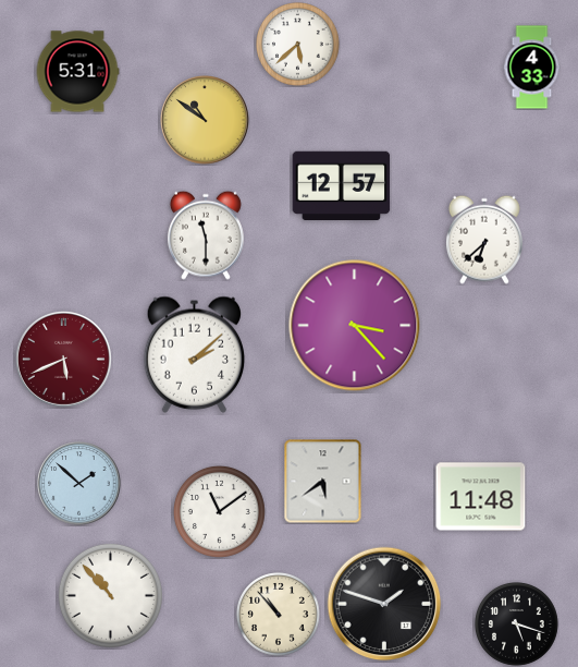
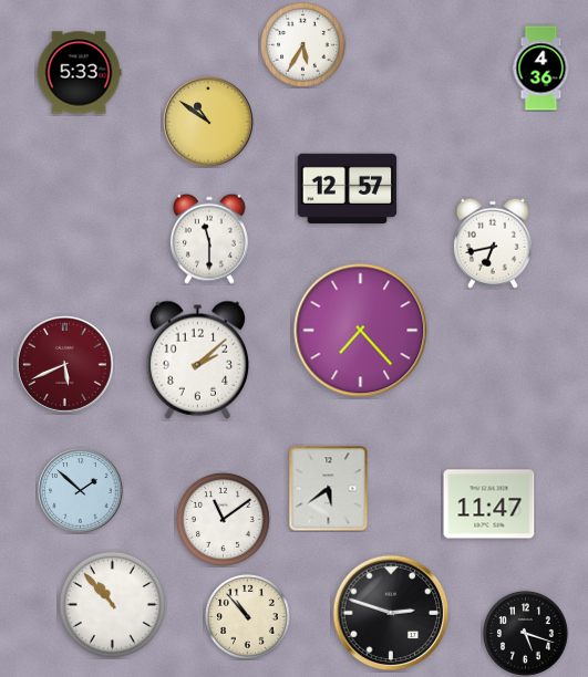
clock at (298, 45): 5:38 -> 5:35
clock at (532, 68): 4:33 -> 4:36
clock at (77, 72): 5:31 -> 5:33
clock at (484, 240): 6:38 -> 6:43
clock at (355, 326): 3:23 -> 7:23
clock at (481, 497): 11:48 -> 11:47
clock at (384, 604): 1:48 -> 2:48
clock at (279, 615) position: (279, 615) -> (248, 617)
